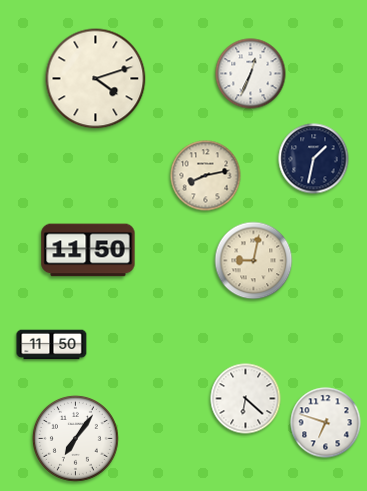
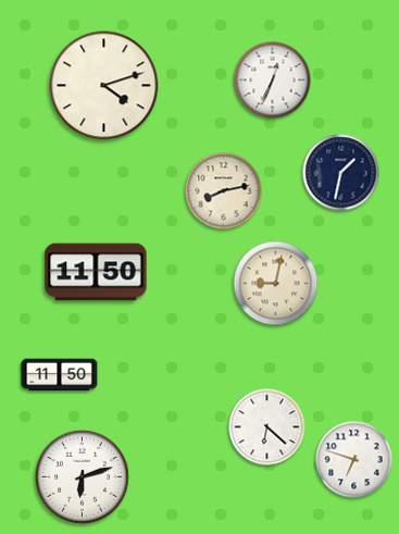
clock at (52, 345) position: (52, 345) -> (60, 375)
clock at (246, 399) position: (246, 399) -> (267, 427)
clock at (75, 438): 7:06 -> 6:12
